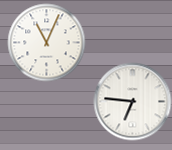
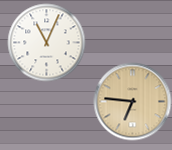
clock at (132, 101) dial: white -> champagne
